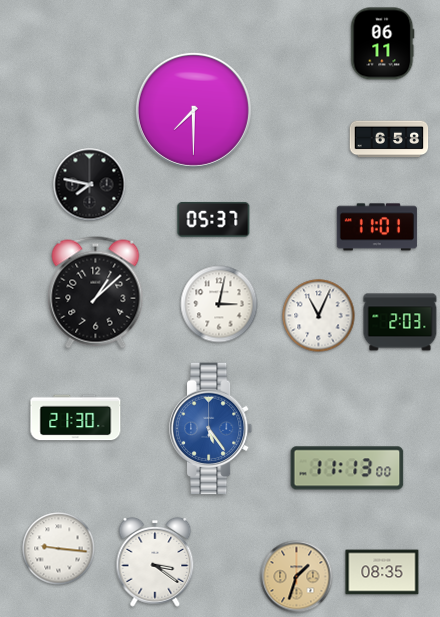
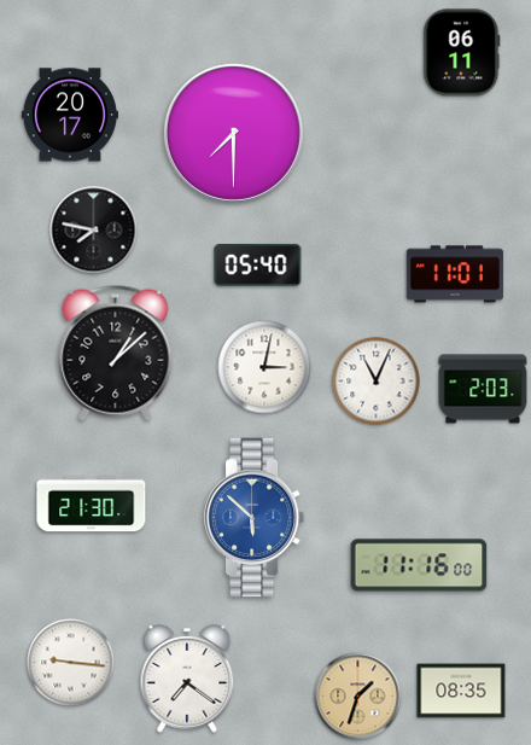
clock at (70, 115): none -> 20:17
clock at (389, 139): 6:58 -> none
clock at (90, 185) position: (90, 185) -> (94, 231)
clock at (214, 219): 05:37 -> 05:40
clock at (319, 316) position: (319, 316) -> (377, 382)
clock at (211, 429): 5:24 -> 5:52
clock at (347, 468): 11:13 -> 11:16
clock at (155, 562): 3:21 -> 7:21
